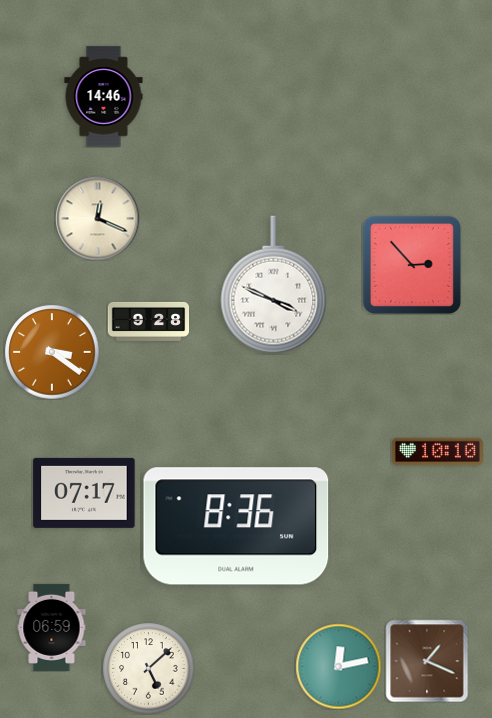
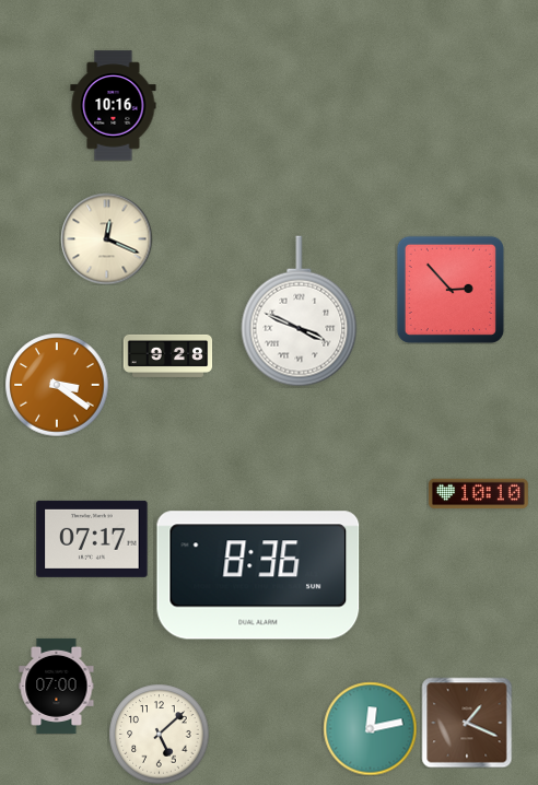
clock at (104, 97): 14:46 -> 10:16
clock at (148, 321) position: (148, 321) -> (167, 355)
clock at (52, 627): 06:59 -> 07:00
clock at (148, 668) position: (148, 668) -> (159, 734)
